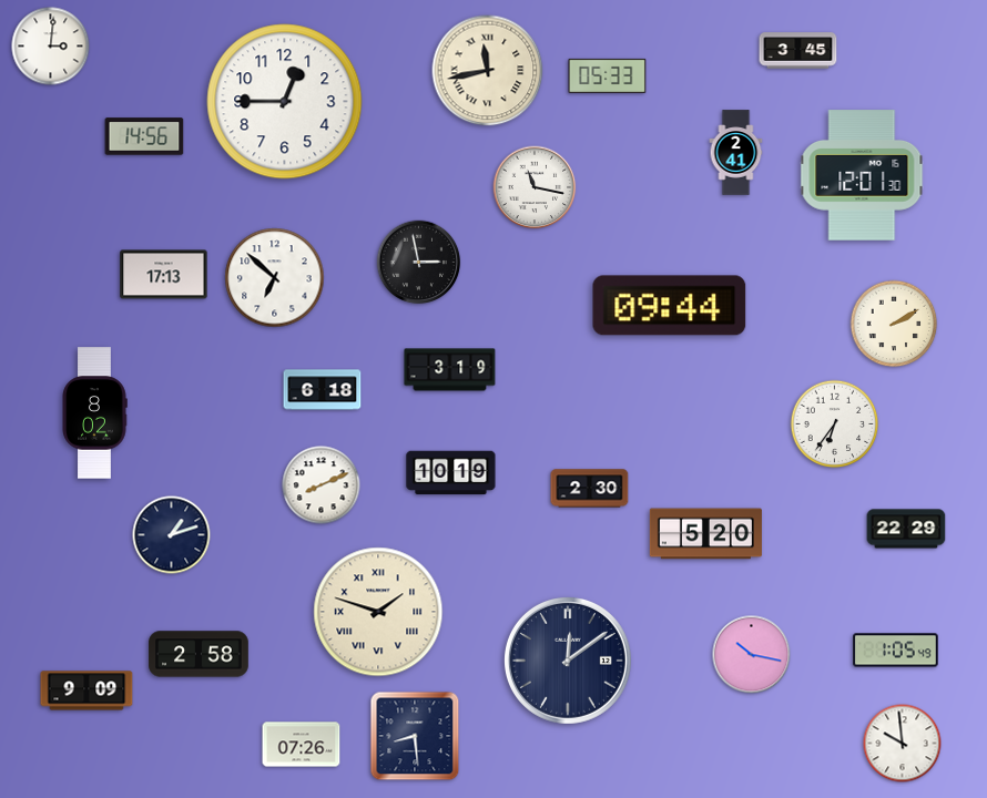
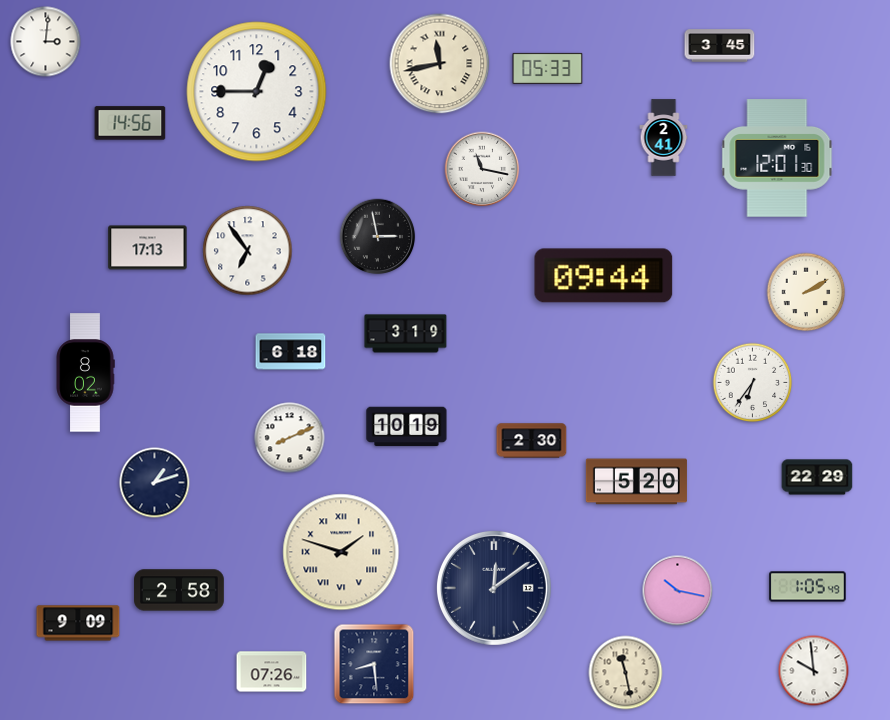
clock at (275, 278): 6:52 -> 6:54
clock at (568, 661) position: (568, 661) -> (494, 588)
clock at (626, 673): none -> 11:28
